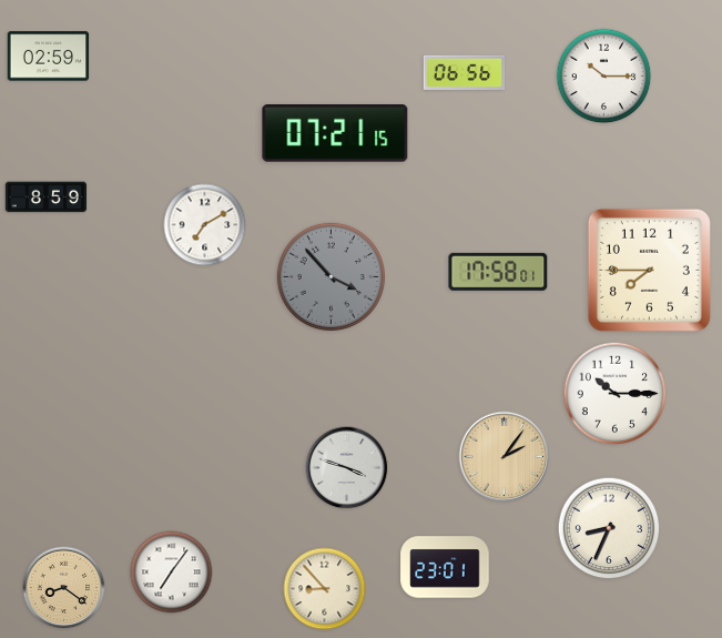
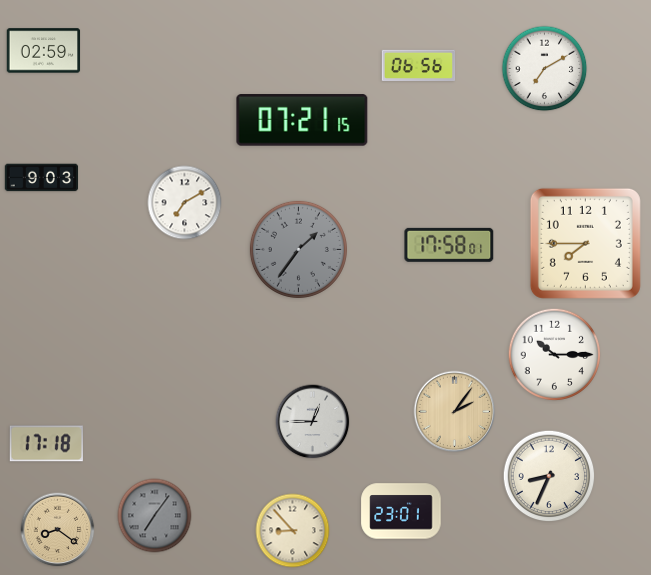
clock at (604, 77): 10:15 -> 7:10
clock at (47, 198): 8:59 -> 9:03
clock at (331, 276): 3:53 -> 1:36
clock at (347, 468): 3:48 -> 12:45
clock at (46, 444): none -> 17:18
clock at (172, 573) dial: white -> grey
